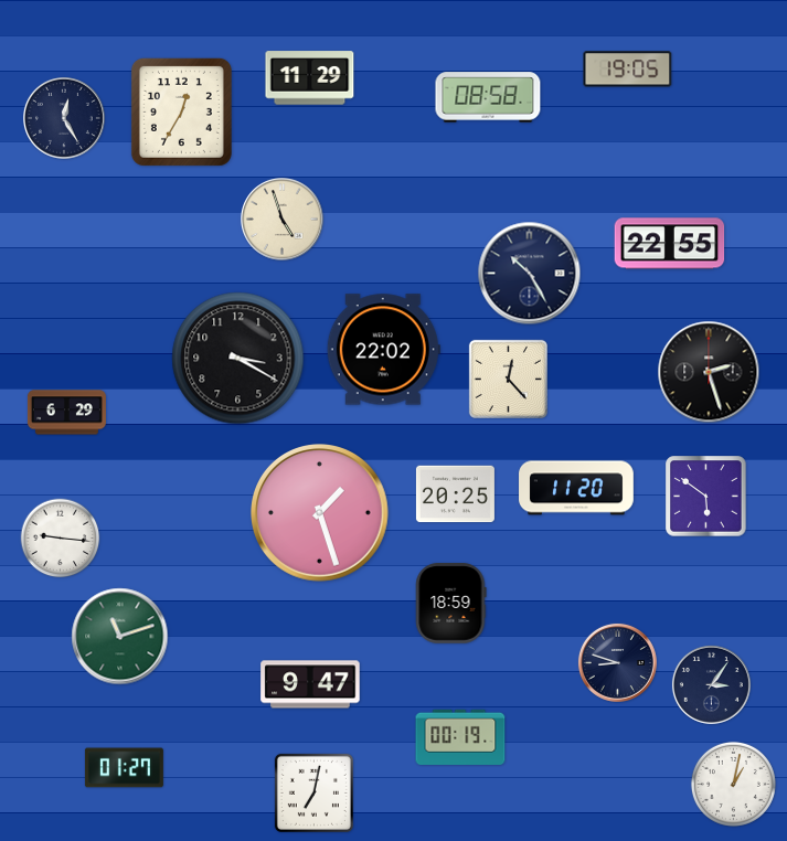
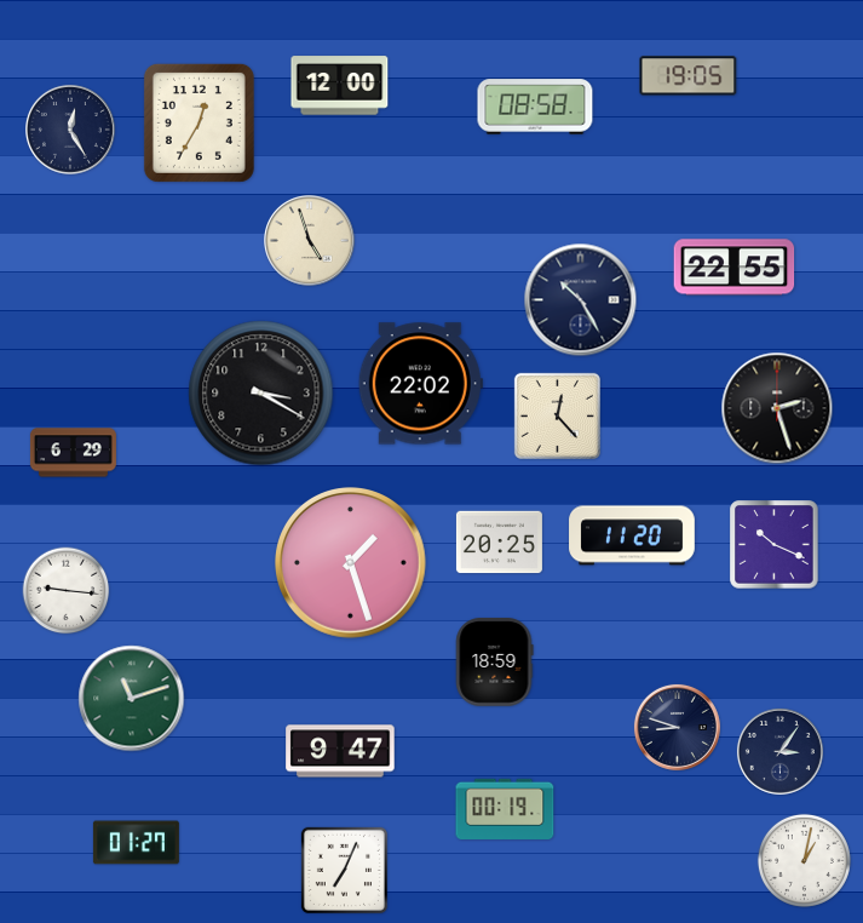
clock at (310, 78): 11:29 -> 12:00
clock at (706, 497): 5:51 -> 10:19
clock at (313, 792): 7:02 -> 7:04
